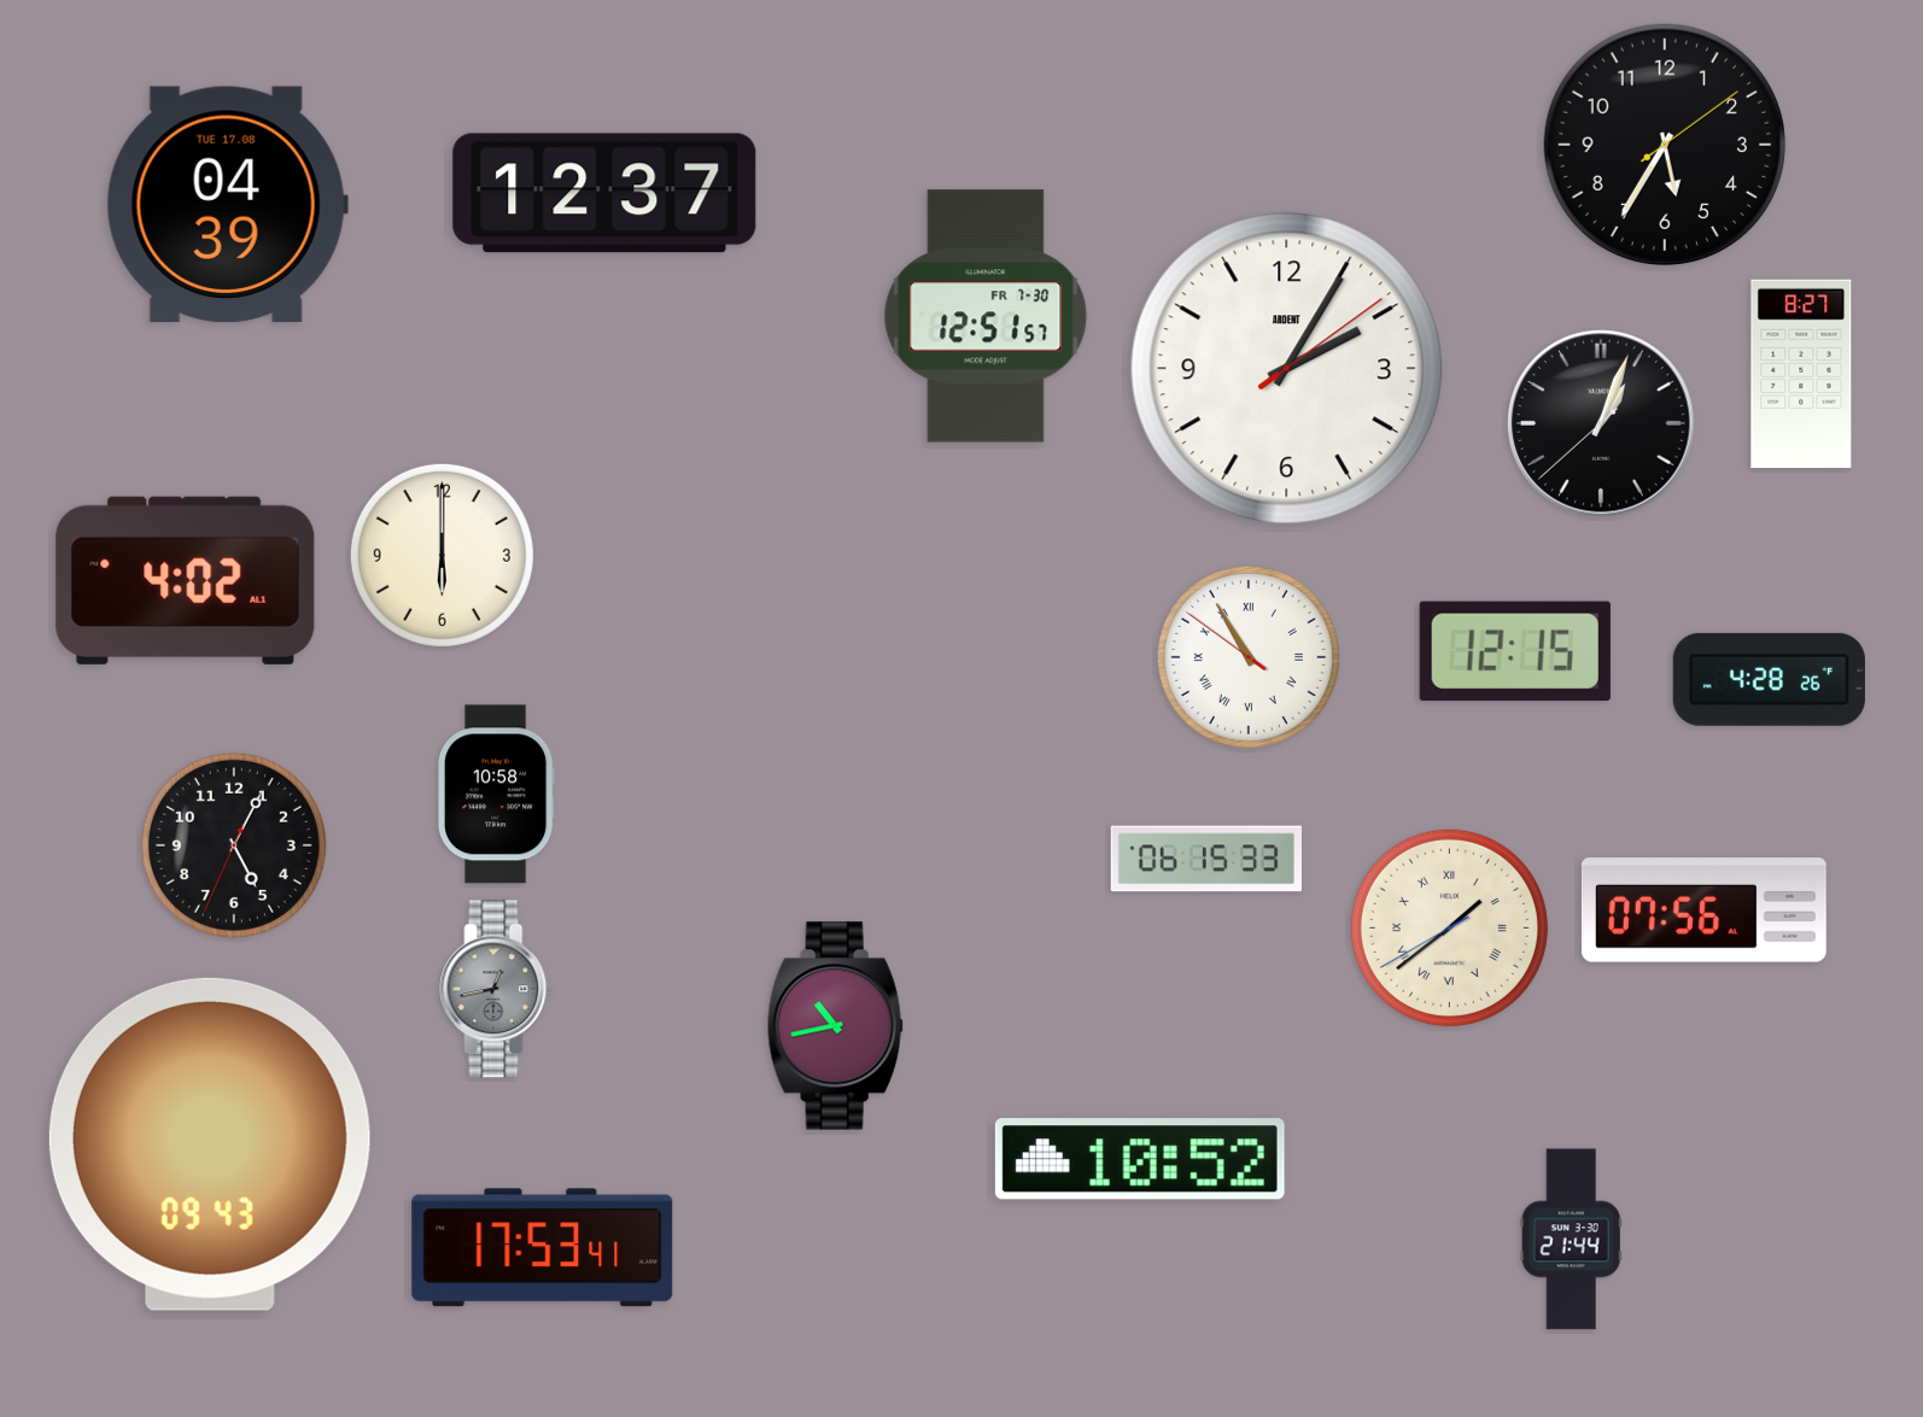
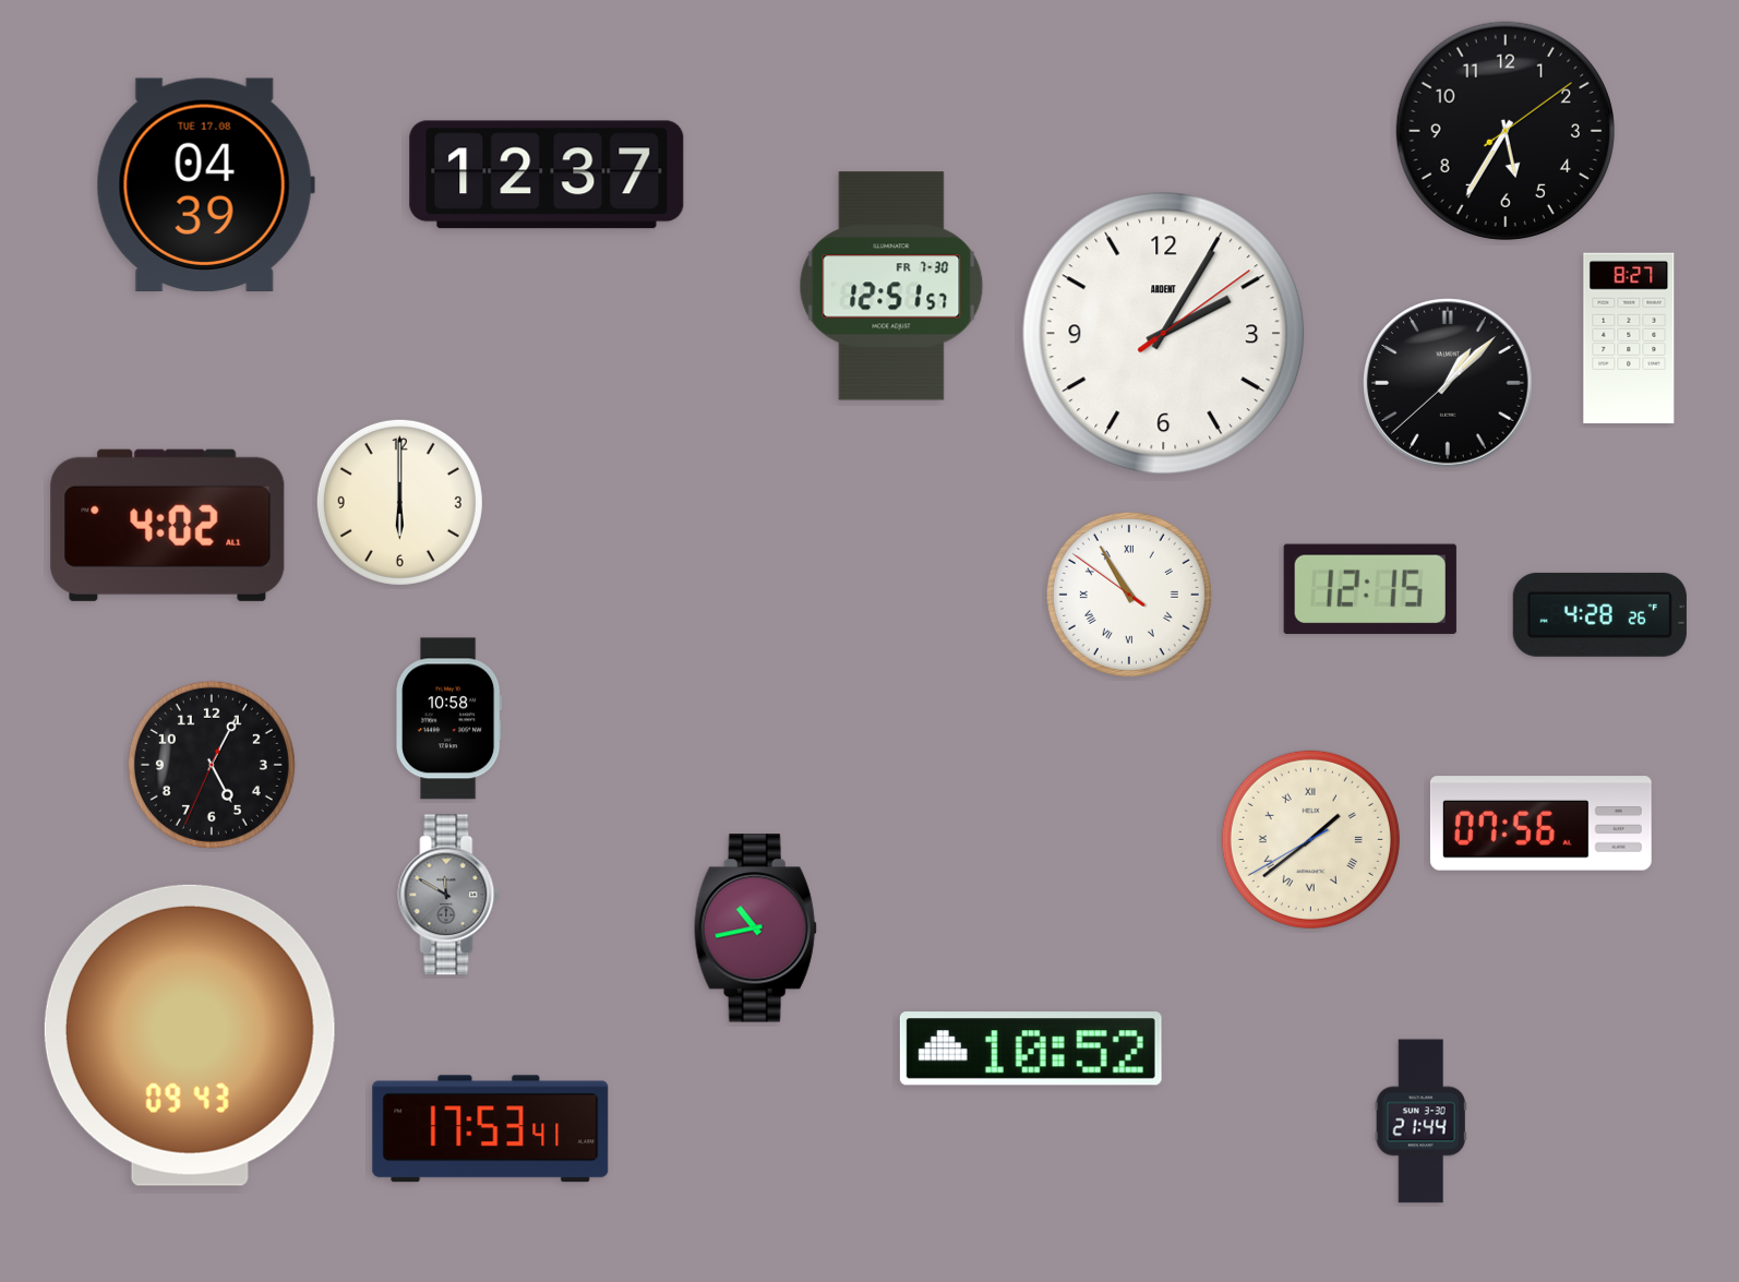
clock at (1601, 423): 1:03 -> 1:07
clock at (1206, 859): 06:15 -> none
clock at (496, 989): 12:43 -> 11:50
